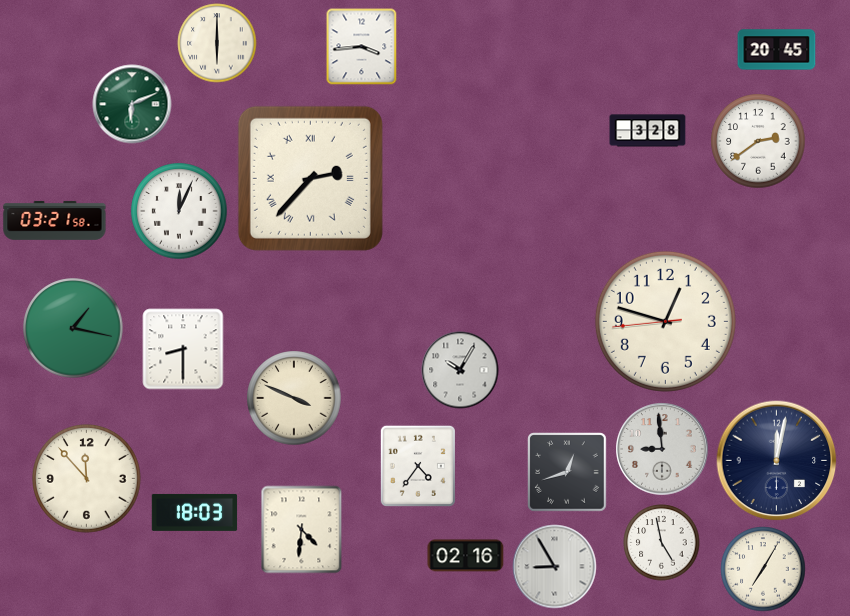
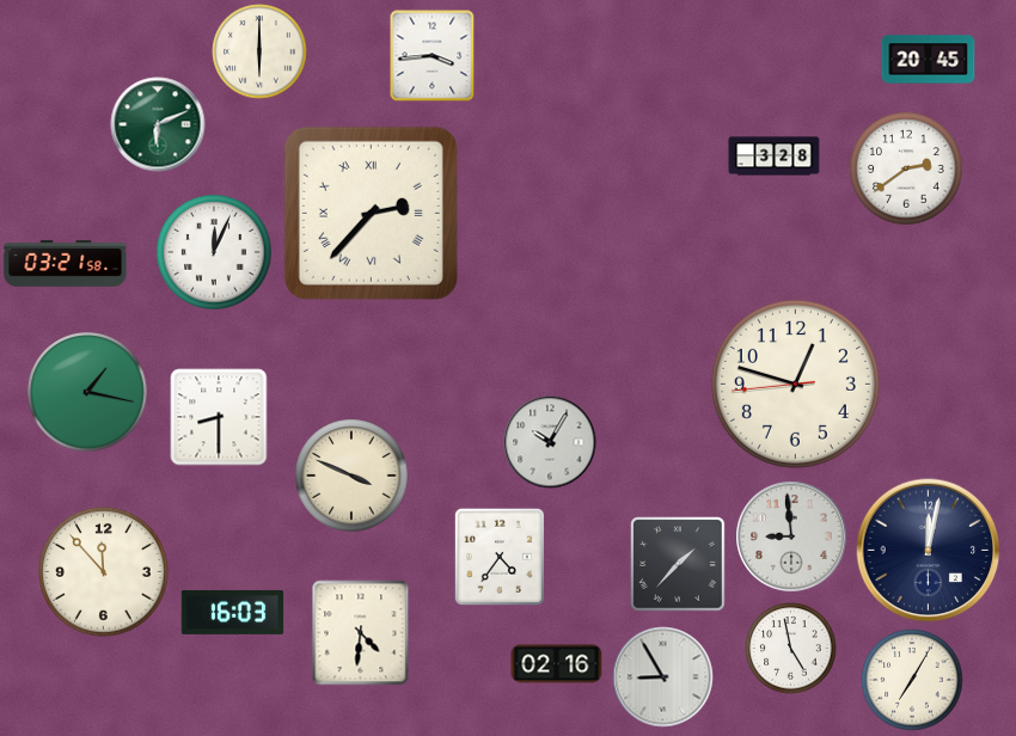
clock at (567, 472): 12:42 -> 1:37
clock at (195, 512): 18:03 -> 16:03
